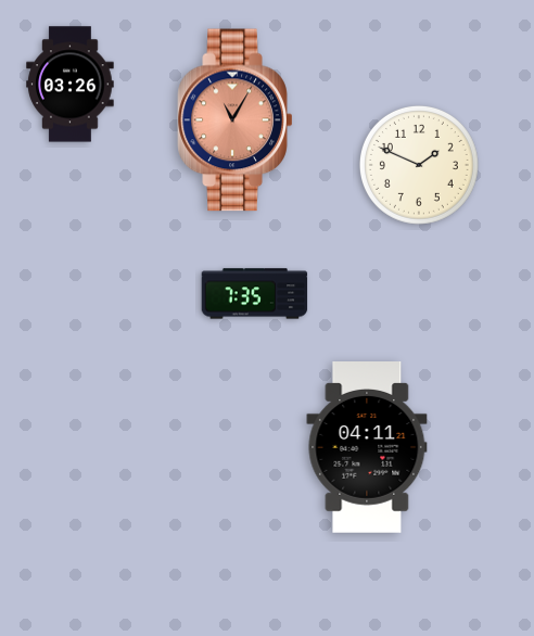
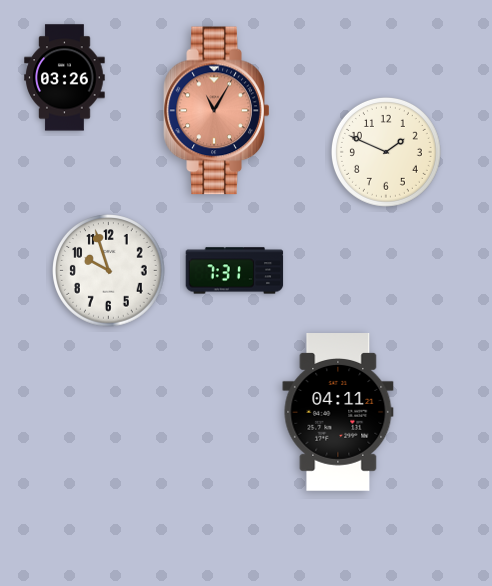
clock at (109, 271): none -> 9:57
clock at (255, 294): 7:35 -> 7:31
